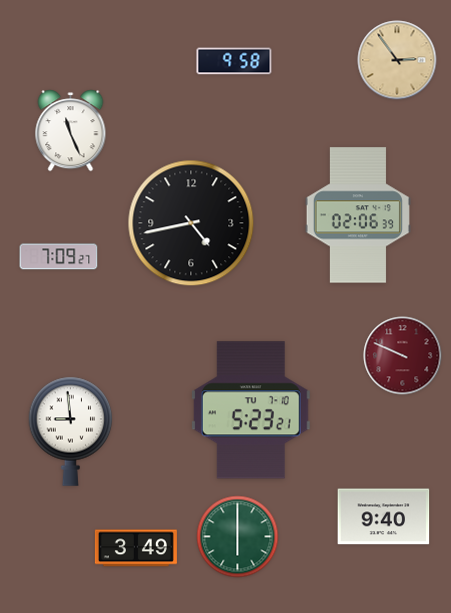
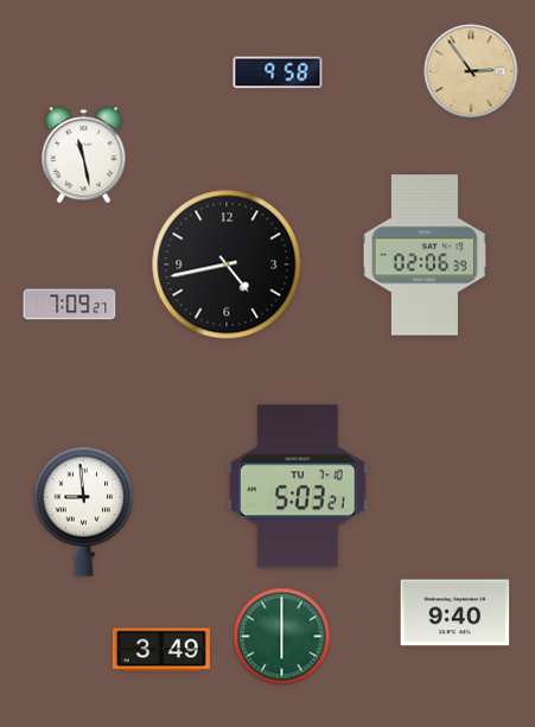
clock at (71, 131): 11:26 -> 11:28
clock at (403, 356): 9:49 -> none
clock at (251, 410): 5:23 -> 5:03
